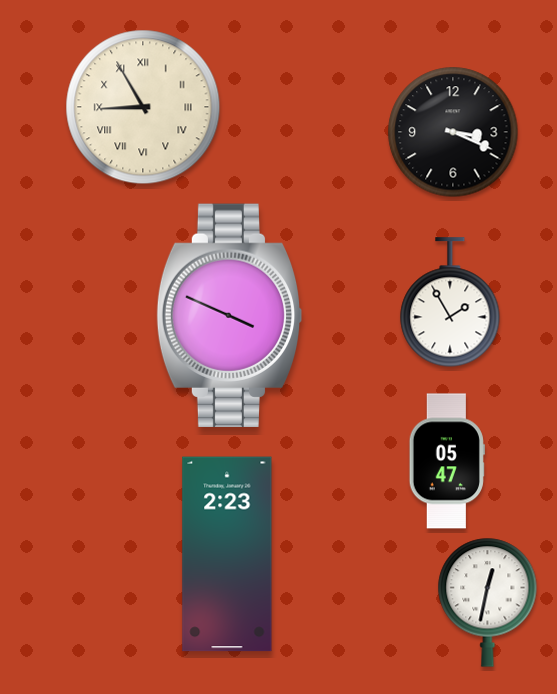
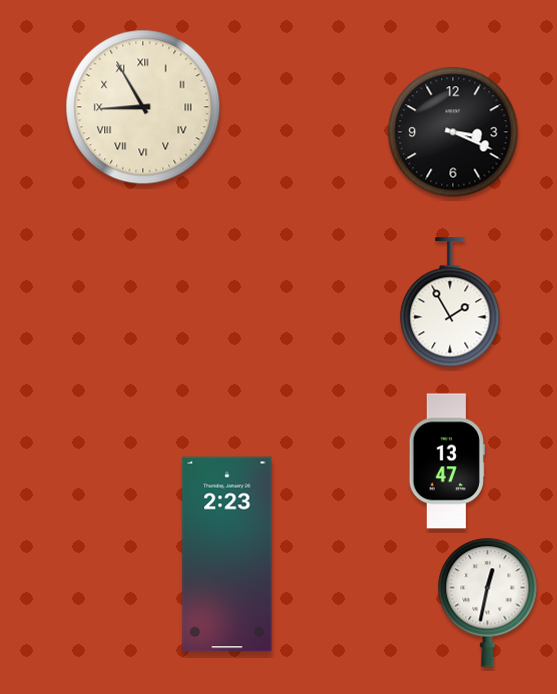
clock at (230, 315): 3:49 -> none
clock at (447, 461): 05:47 -> 13:47
